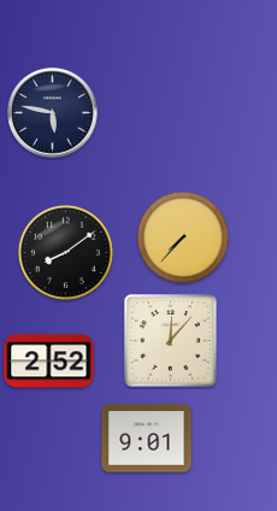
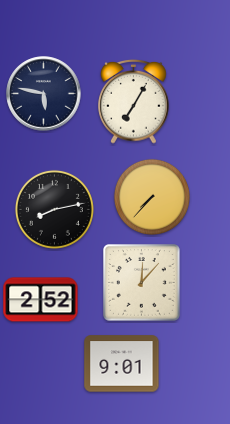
clock at (134, 101): none -> 7:05
clock at (65, 252): 8:09 -> 8:13
